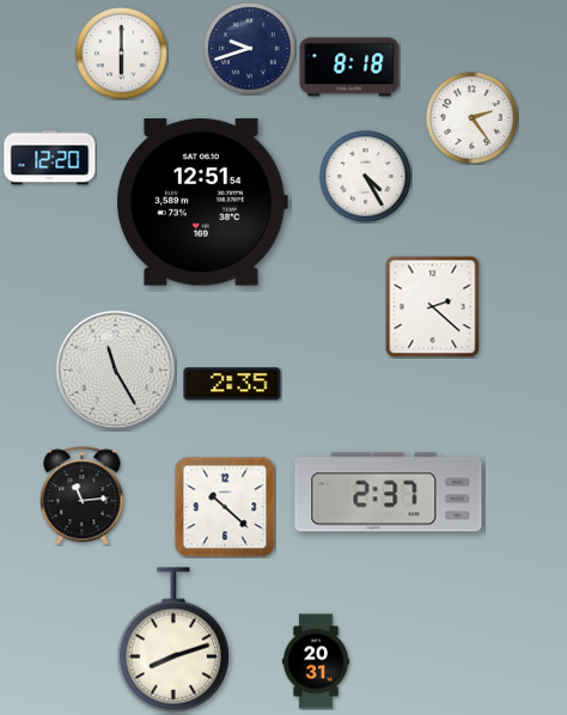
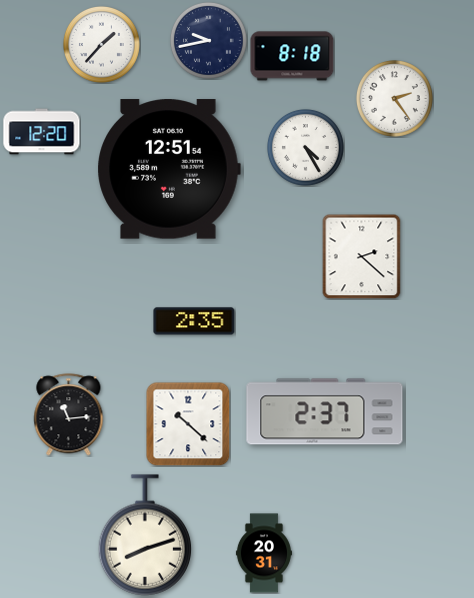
clock at (249, 48): 9:42 -> 9:43
clock at (121, 53): 6:00 -> 1:37
clock at (116, 371): 11:25 -> none
